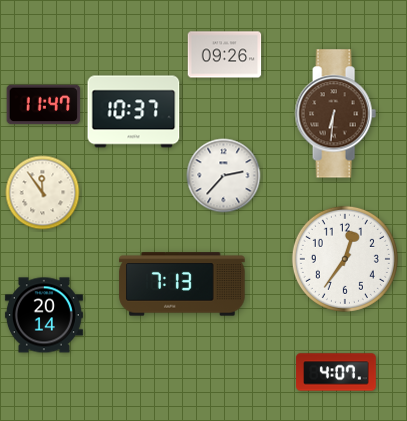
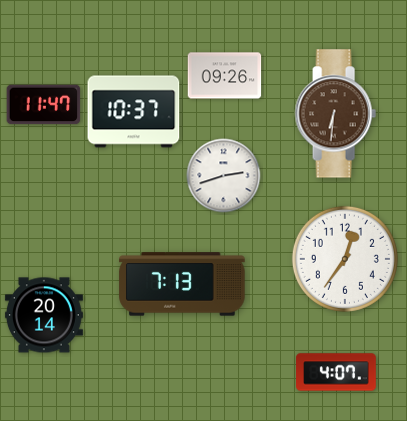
clock at (225, 55) position: (225, 55) -> (225, 76)
clock at (224, 176): 2:37 -> 2:42
clock at (43, 193): 11:54 -> none
